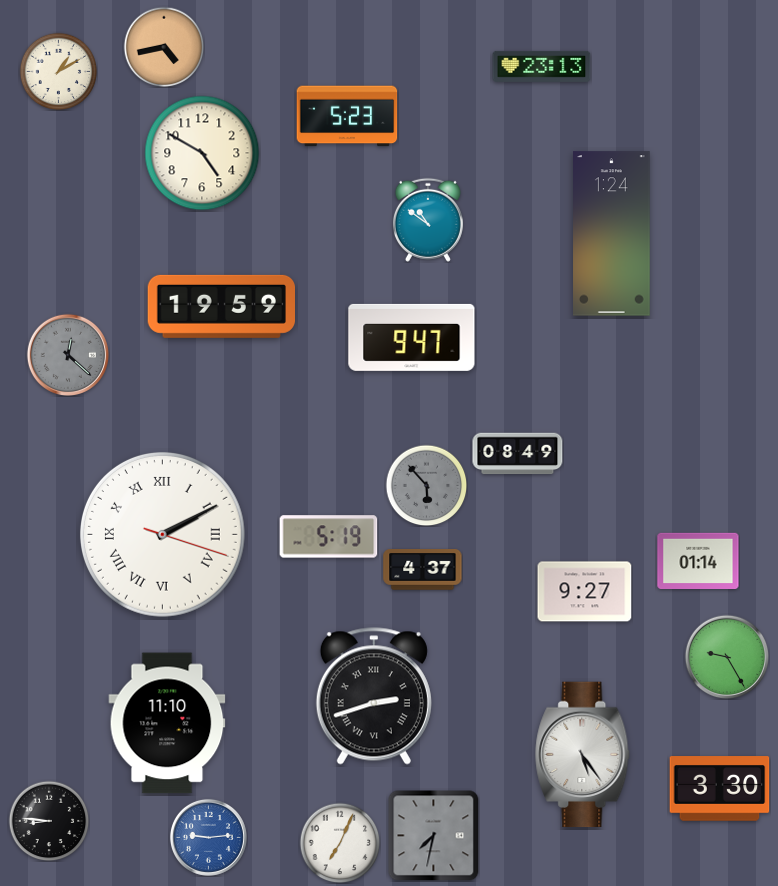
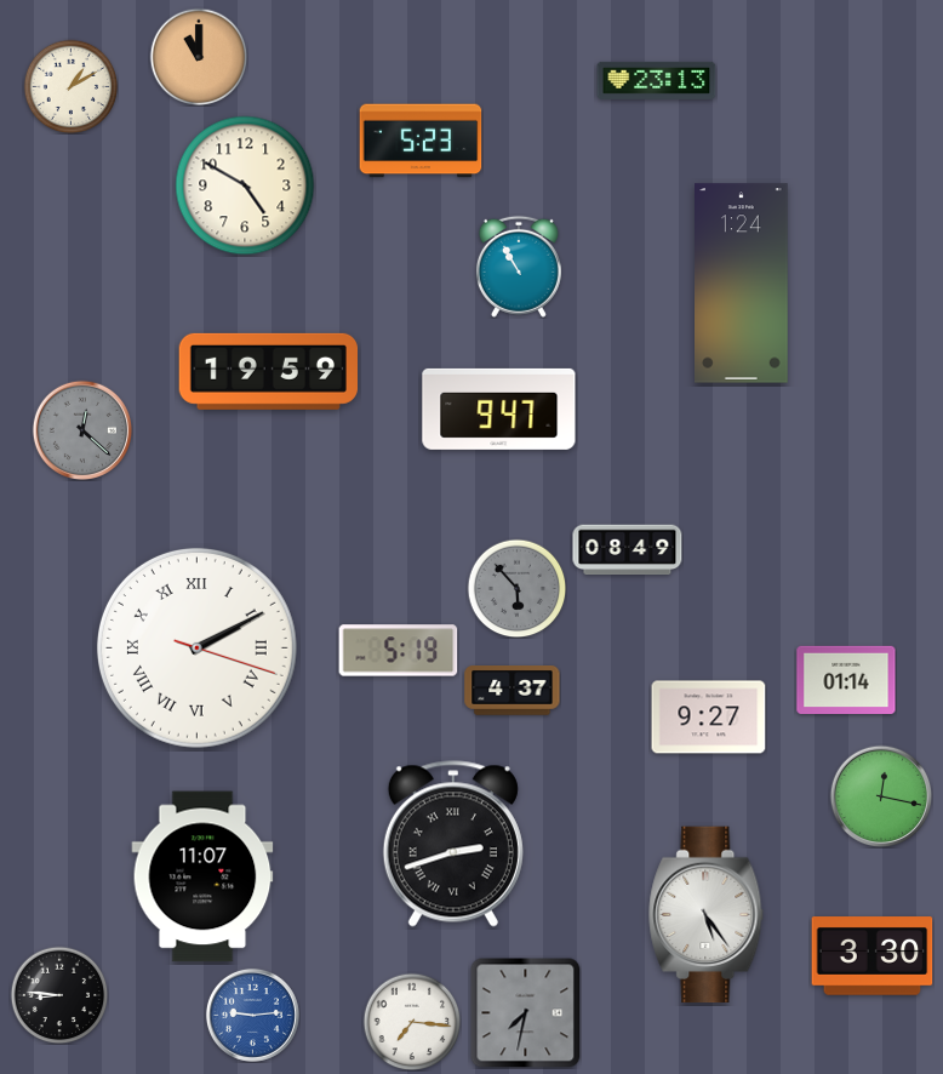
clock at (164, 47): 4:43 -> 11:00
clock at (428, 220): 10:51 -> 10:55
clock at (727, 657): 9:25 -> 12:17
clock at (167, 723): 11:10 -> 11:07
clock at (340, 843): 7:04 -> 7:16
